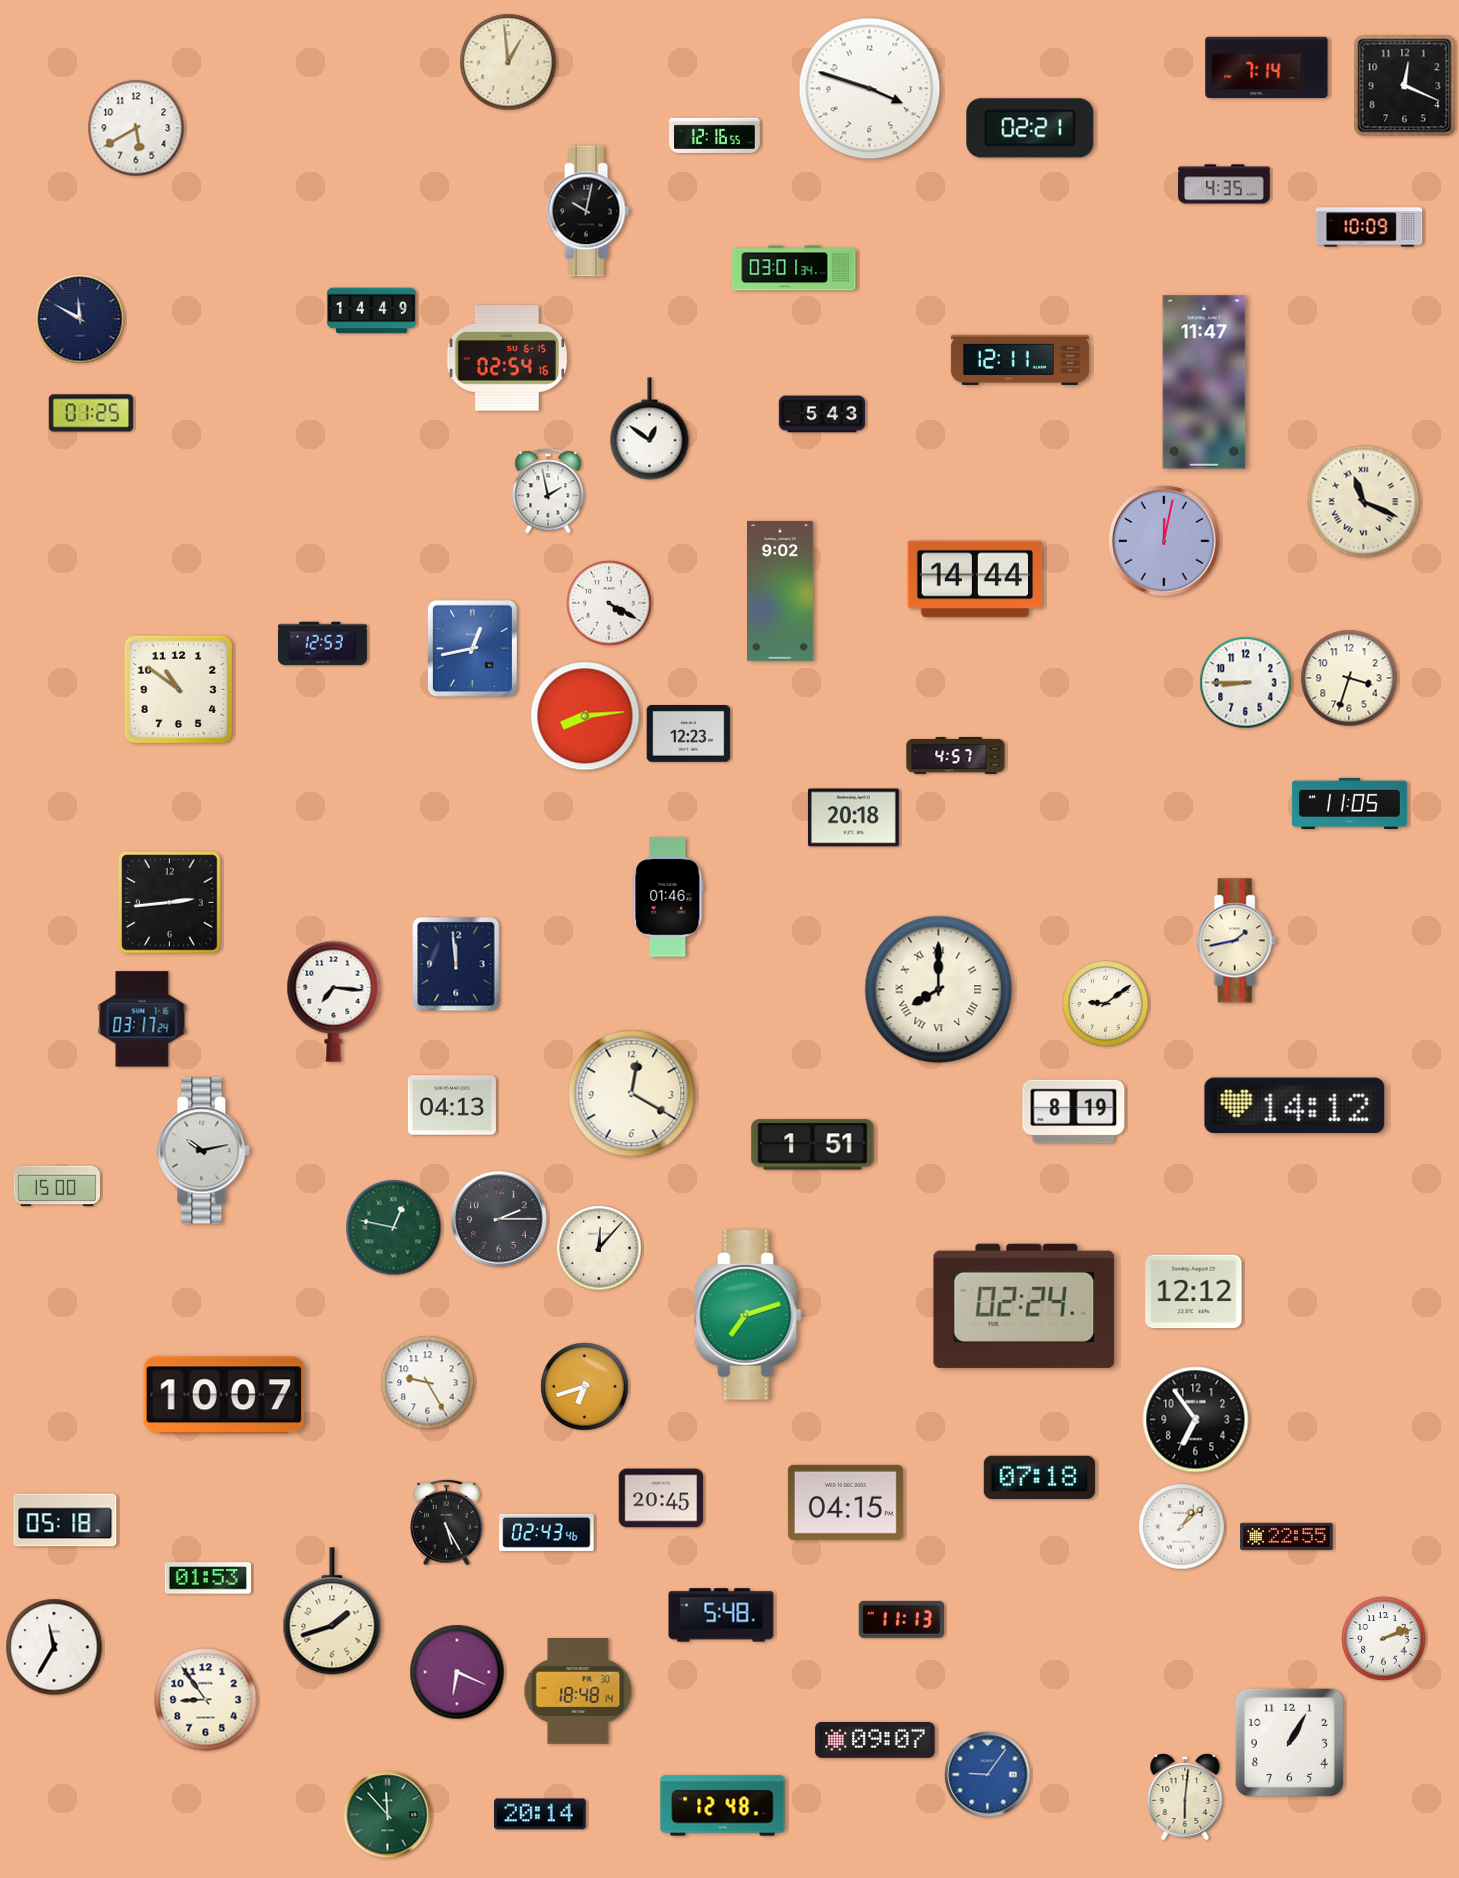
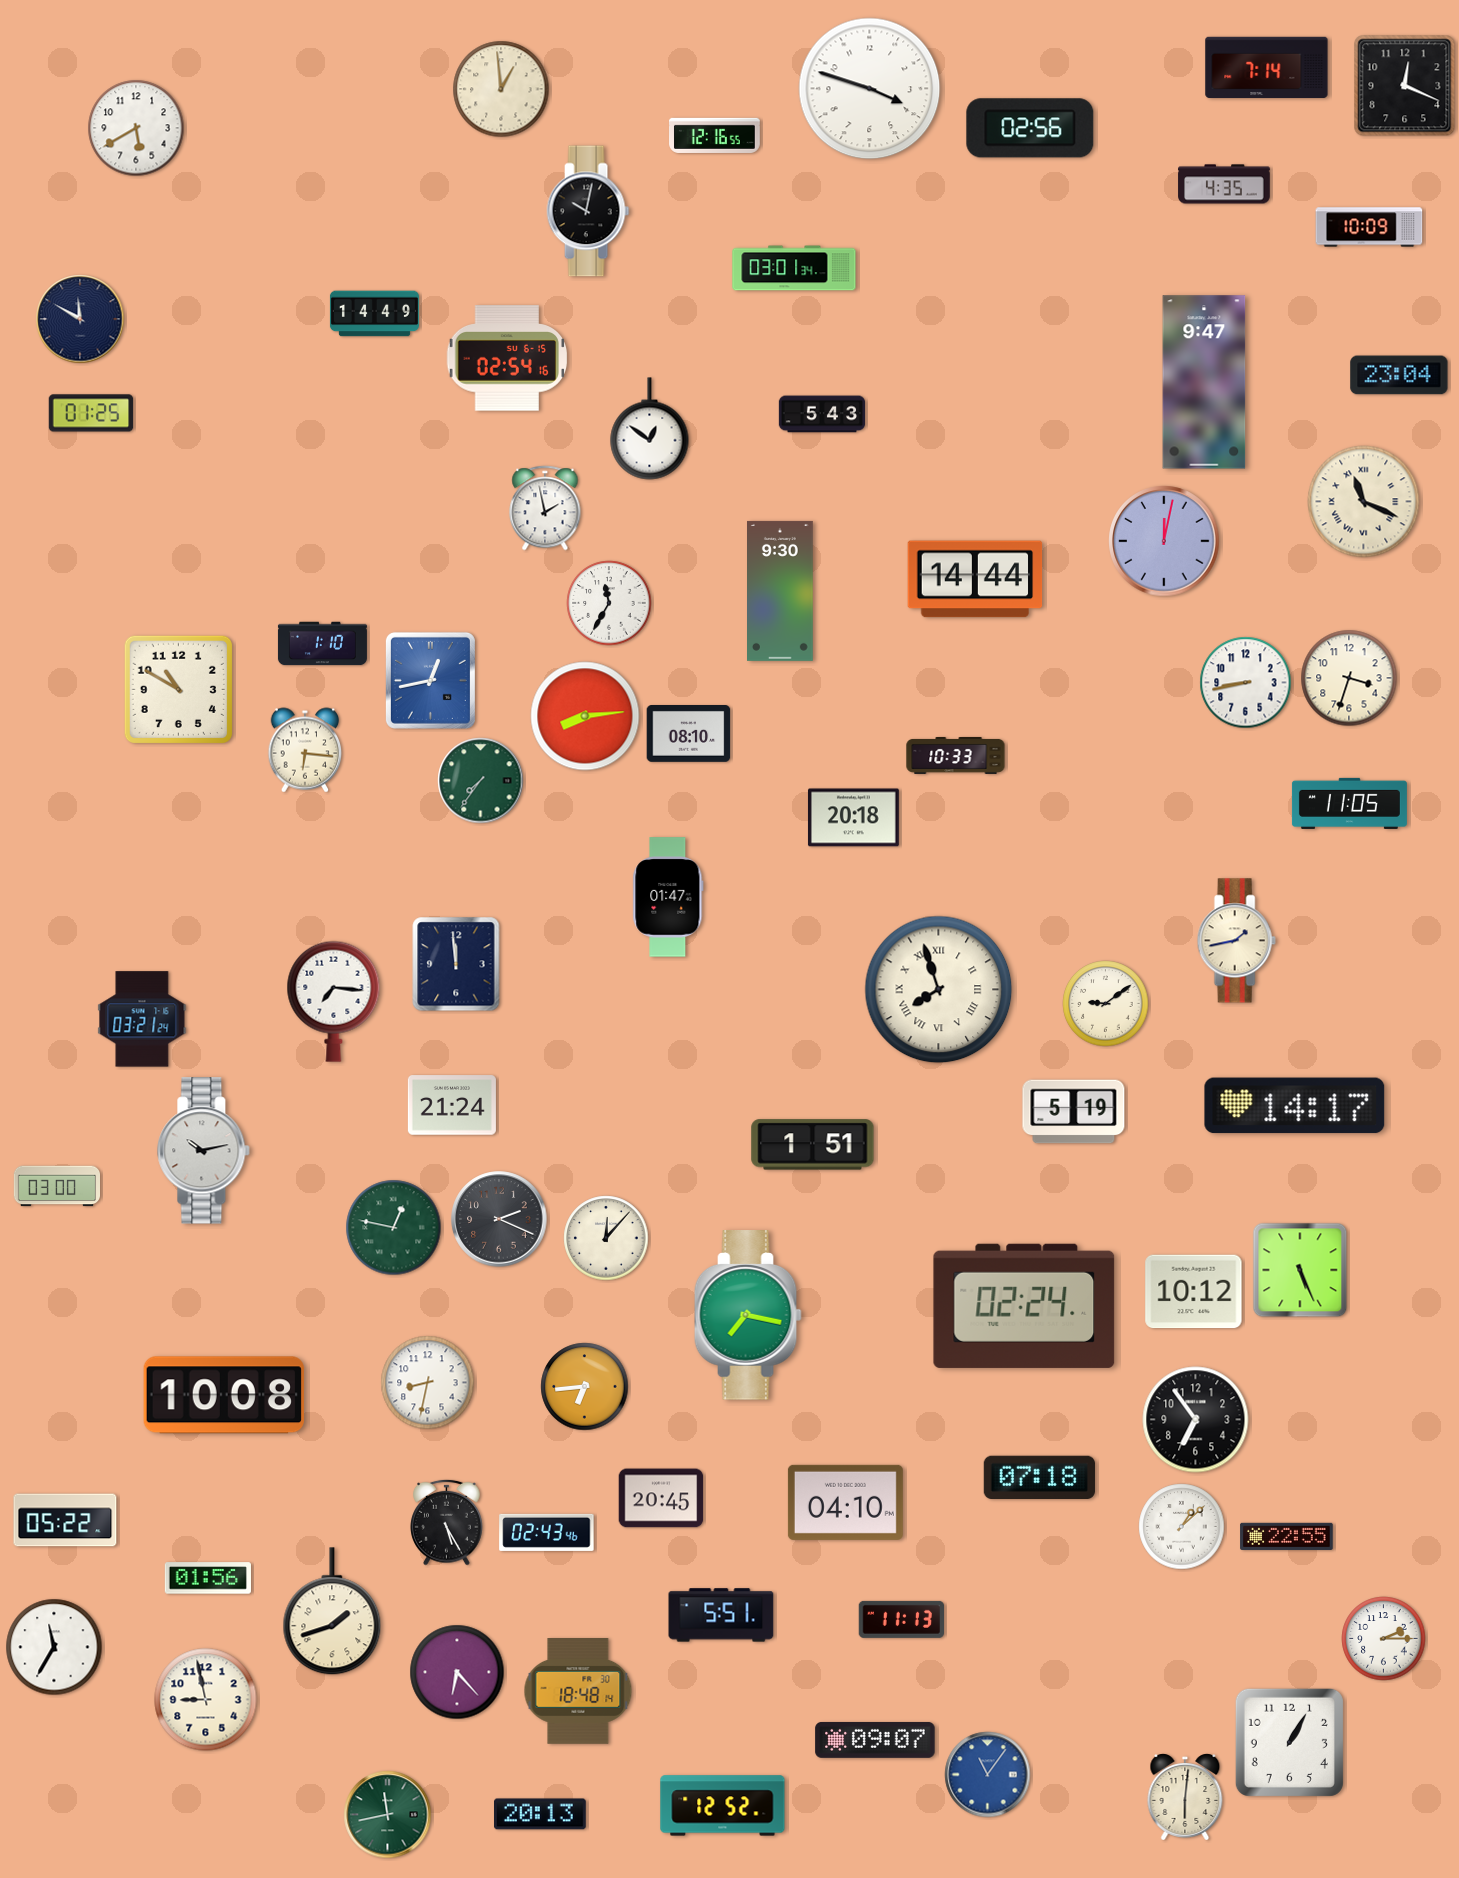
clock at (508, 62) position: (508, 62) -> (501, 89)
clock at (1030, 128): 02:21 -> 02:56
clock at (371, 311) position: (371, 311) -> (374, 314)
clock at (1020, 360): 12:11 -> none
clock at (1399, 375): none -> 23:04
clock at (1204, 382): 11:47 -> 9:47
clock at (548, 491) position: (548, 491) -> (545, 508)
clock at (781, 591): 9:02 -> 9:30
clock at (609, 603): 4:20 -> 11:35
clock at (322, 644): 12:53 -> 1:10
clock at (472, 648) position: (472, 648) -> (430, 680)
clock at (1246, 683): 8:45 -> 8:43
clock at (178, 689): 10:51 -> 10:50
clock at (689, 734): 12:23 -> 08:10
clock at (305, 750): none -> 6:16
clock at (956, 755): 4:57 -> 10:33
clock at (481, 781): none -> 7:36
clock at (668, 897): 01:46 -> 01:47
clock at (170, 903): 2:44 -> none
clock at (939, 990): 8:00 -> 7:57
clock at (142, 1019): 03:17 -> 03:21
clock at (632, 1094): 12:20 -> none
clock at (452, 1105): 04:13 -> 21:24
clock at (1295, 1106): 14:12 -> 14:17
clock at (1074, 1112): 8:19 -> 5:19
clock at (56, 1186): 15:00 -> 03:00
clock at (499, 1219): 2:15 -> 2:19
clock at (599, 1248) position: (599, 1248) -> (606, 1238)
clock at (1300, 1270): none -> 5:26
clock at (1194, 1292): 12:12 -> 10:12
clock at (748, 1315): 7:12 -> 7:17
clock at (428, 1383): 9:25 -> 8:32
clock at (585, 1387): 6:42 -> 6:44
clock at (224, 1395): 10:07 -> 10:08
clock at (845, 1502): 04:15 -> 04:10
clock at (65, 1520): 05:18 -> 05:22
clock at (208, 1578): 01:53 -> 01:56
clock at (721, 1615): 5:48 -> 5:51
clock at (1384, 1639): 2:12 -> 2:15
clock at (457, 1672): 6:19 -> 6:23
clock at (206, 1700): 8:54 -> 8:58
clock at (988, 1775): 9:06 -> 11:06
clock at (723, 1806): 12:48 -> 12:52
clock at (540, 1814): 20:14 -> 20:13
clock at (388, 1815): 11:53 -> 11:43
